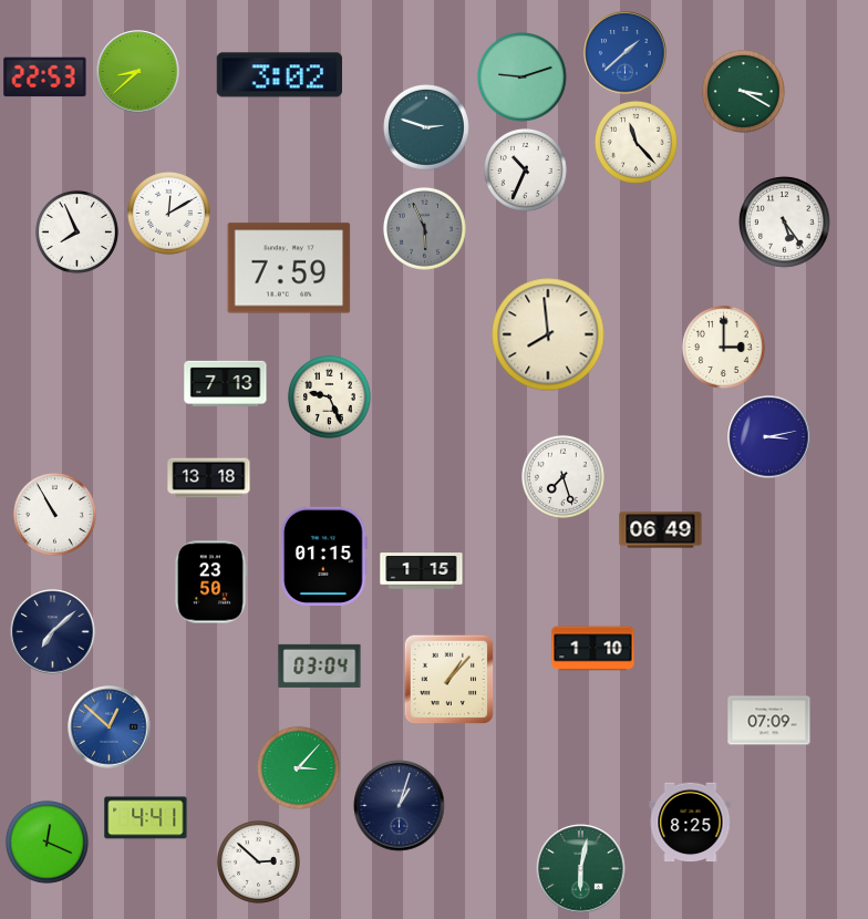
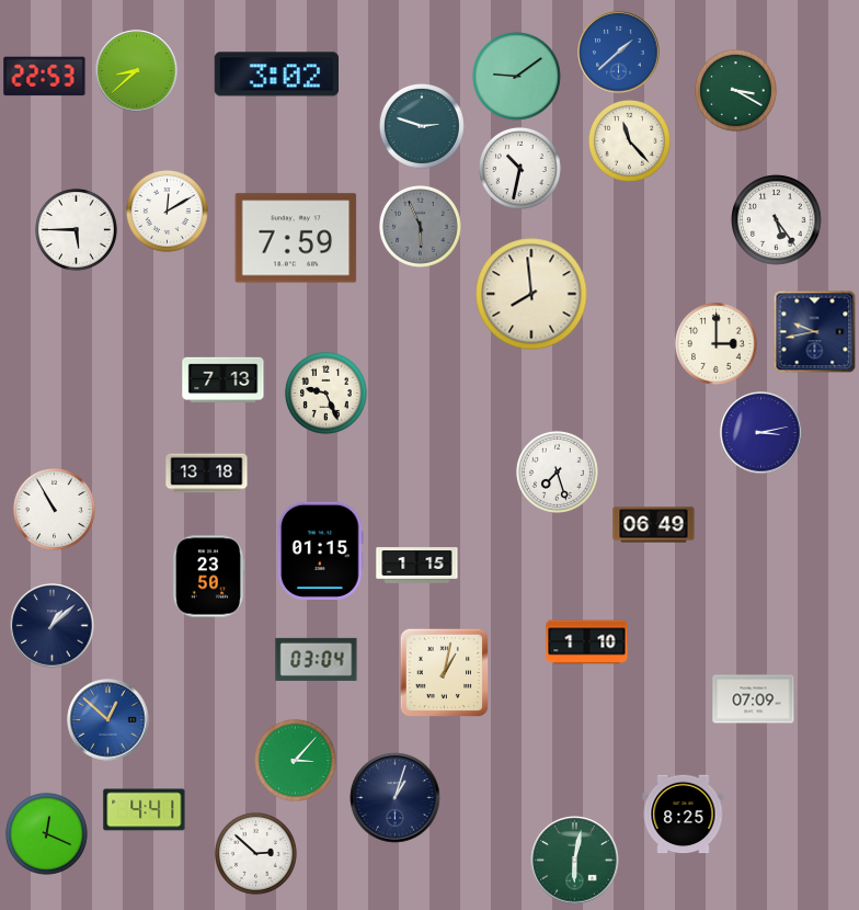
clock at (523, 78): 9:12 -> 9:09
clock at (525, 169): 10:34 -> 10:32
clock at (76, 231): 7:56 -> 5:45
clock at (289, 268) position: (289, 268) -> (296, 238)
clock at (548, 334) position: (548, 334) -> (531, 294)
clock at (815, 332): none -> 9:43
clock at (53, 632): 7:08 -> 1:08
clock at (449, 680): 1:07 -> 1:02
clock at (769, 721) position: (769, 721) -> (754, 699)
